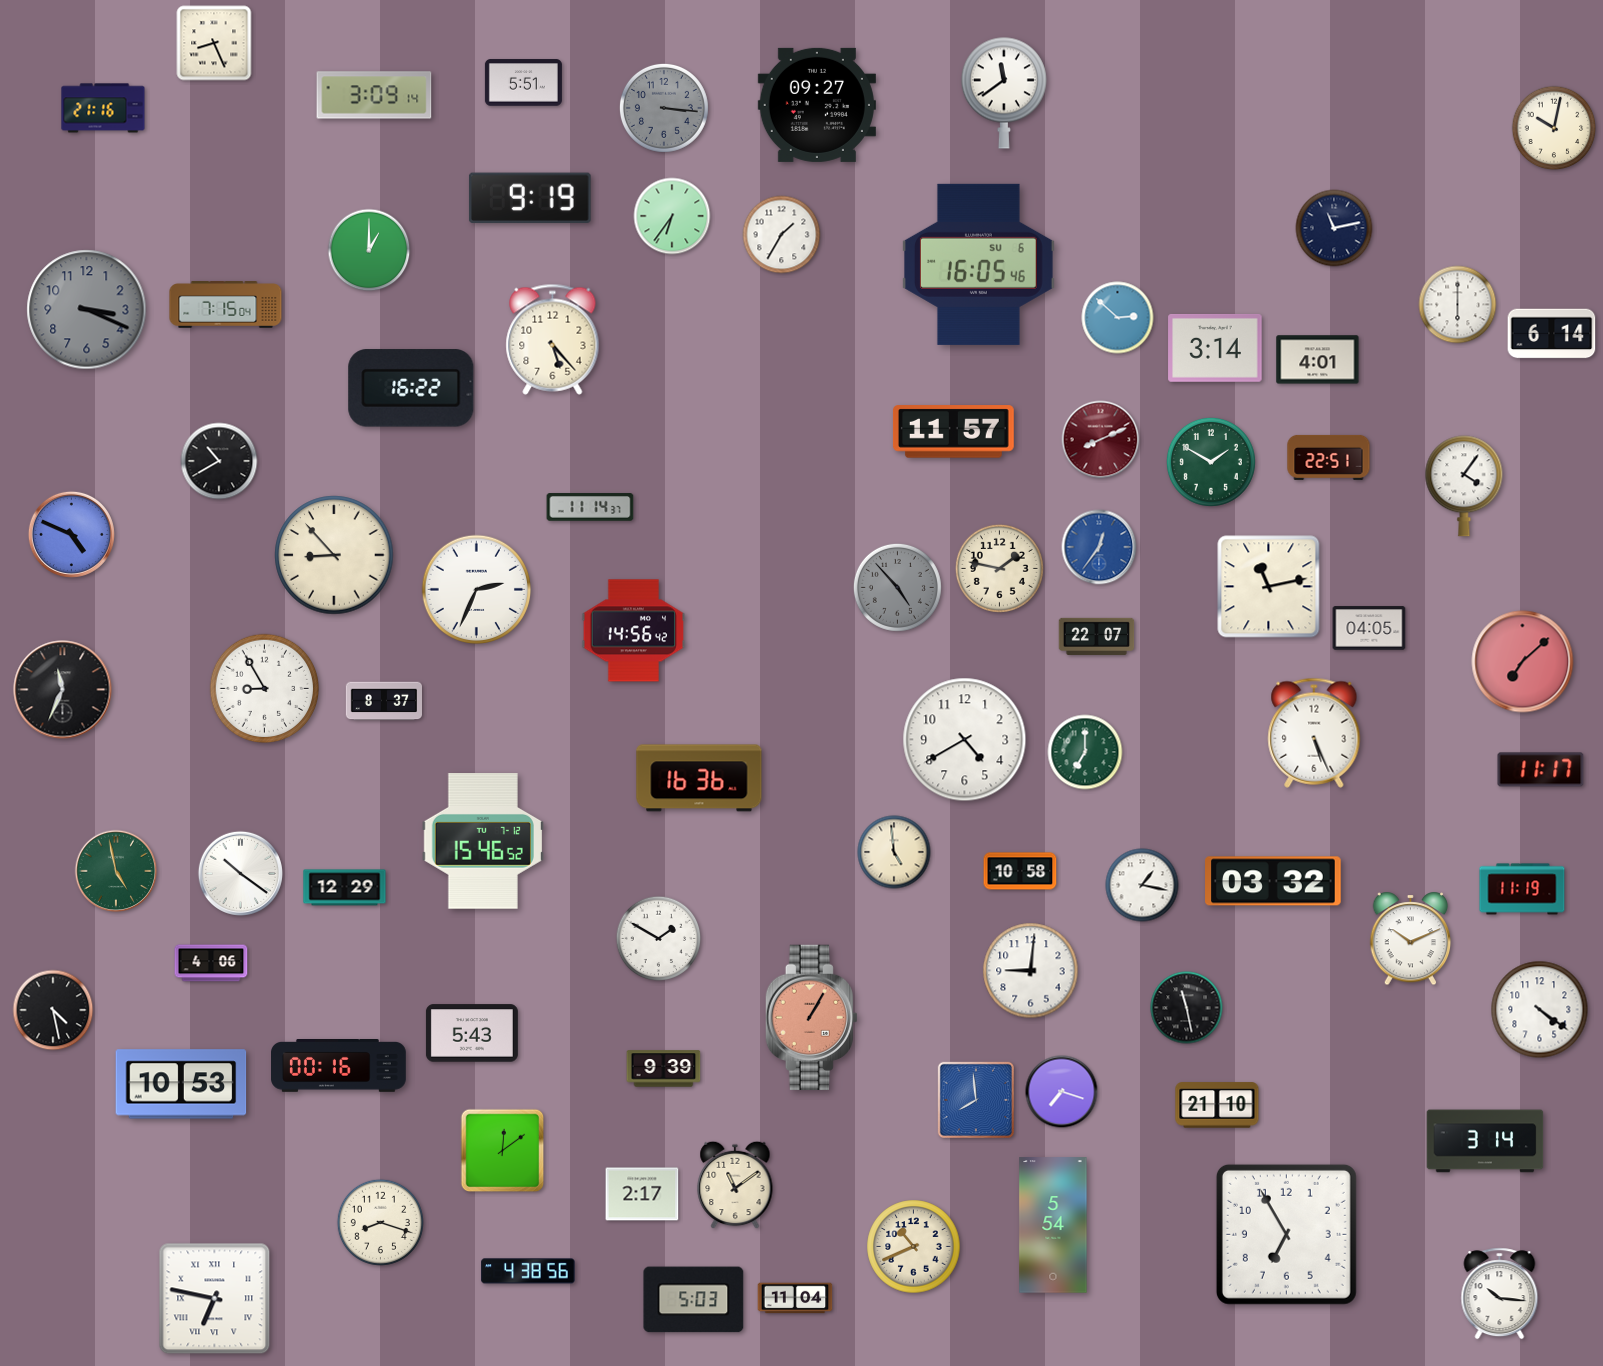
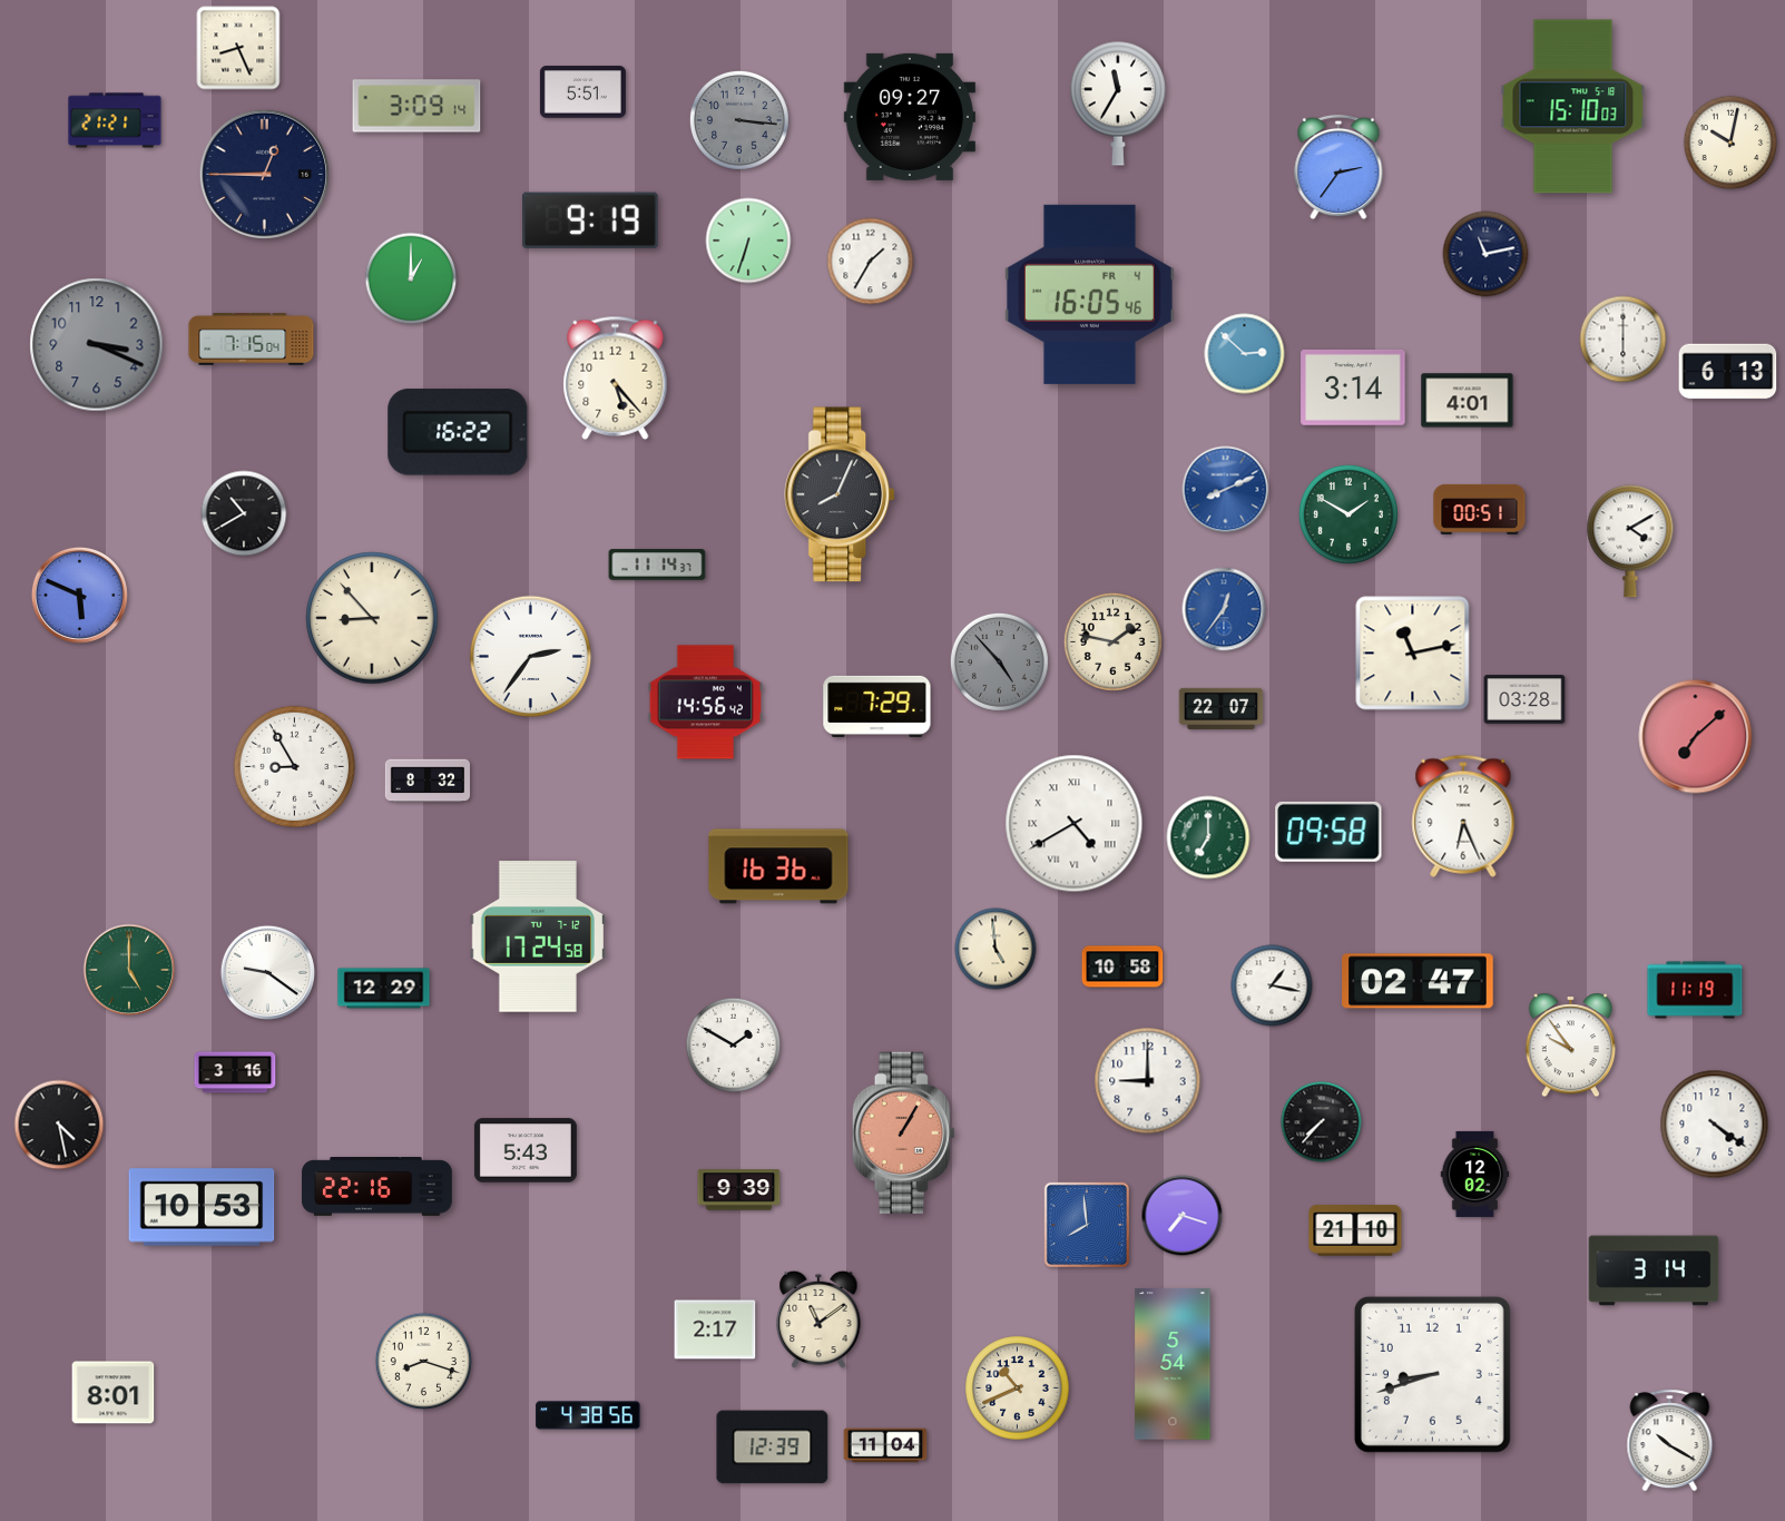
clock at (1004, 93): 11:39 -> 11:35
clock at (1573, 107): none -> 15:10
clock at (103, 108): 21:16 -> 21:21
clock at (1338, 167): none -> 2:36
clock at (265, 175): none -> 12:45
clock at (672, 216): 6:36 -> 6:33
clock at (978, 264) date: SU 6 -> FR 4
clock at (1552, 334): 6:14 -> 6:13
clock at (953, 432): 11:57 -> none
clock at (1101, 440) dial: burgundy -> blue
clock at (841, 494): none -> 8:04
clock at (1329, 457): 22:51 -> 00:51
clock at (1464, 486): 4:06 -> 4:10
clock at (71, 534): 4:49 -> 5:49
clock at (999, 568) position: (999, 568) -> (1112, 641)
clock at (897, 587) position: (897, 587) -> (999, 661)
clock at (477, 590): 2:34 -> 2:36
clock at (1369, 628): 04:05 -> 03:28
clock at (877, 706): none -> 7:29
clock at (63, 690): 11:34 -> none
clock at (383, 701): 8:37 -> 8:32
clock at (1314, 733): 5:26 -> 6:26
clock at (965, 740) numerals: Arabic -> Roman
clock at (1328, 832): none -> 09:58
clock at (1541, 770): 11:17 -> none
clock at (483, 841): 15:46 -> 17:24
clock at (116, 871): 4:58 -> 5:00
clock at (1020, 871) position: (1020, 871) -> (1122, 966)
clock at (240, 873): 10:21 -> 9:21
clock at (1273, 881): 03:32 -> 02:47
clock at (1411, 939): 10:11 -> 9:54
clock at (211, 963): 4:06 -> 3:16
clock at (1031, 971): 9:01 -> 9:00
clock at (1187, 1008): 11:28 -> 7:37
clock at (1475, 1174): none -> 12:02
clock at (339, 1066): 00:16 -> 22:16
clock at (503, 1151): 12:09 -> none
clock at (1286, 1234): 6:55 -> 8:42
clock at (114, 1393): none -> 8:01
clock at (1500, 1294): 10:16 -> 10:20
clock at (215, 1299): 6:47 -> none
clock at (694, 1300): 5:03 -> 12:39
